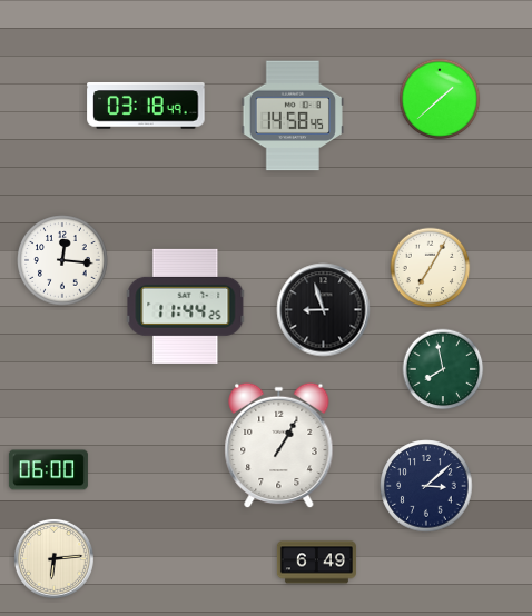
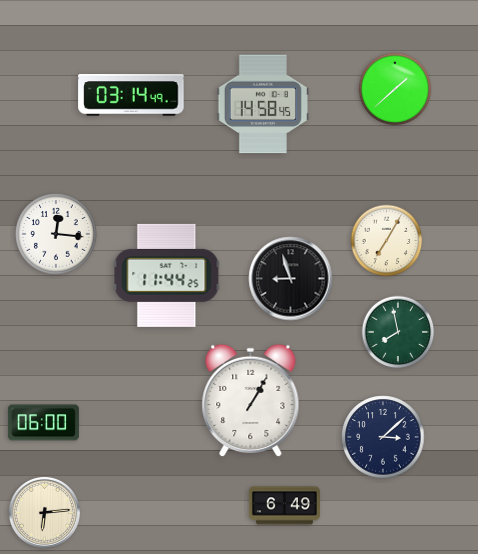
clock at (146, 106): 03:18 -> 03:14
clock at (53, 558) position: (53, 558) -> (44, 512)
